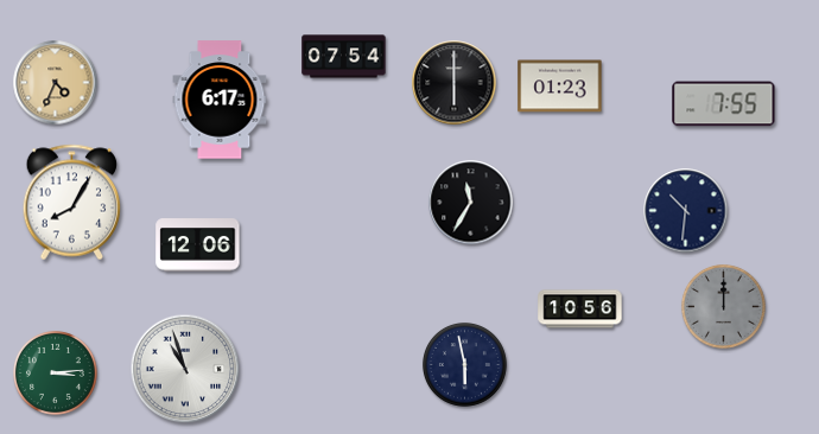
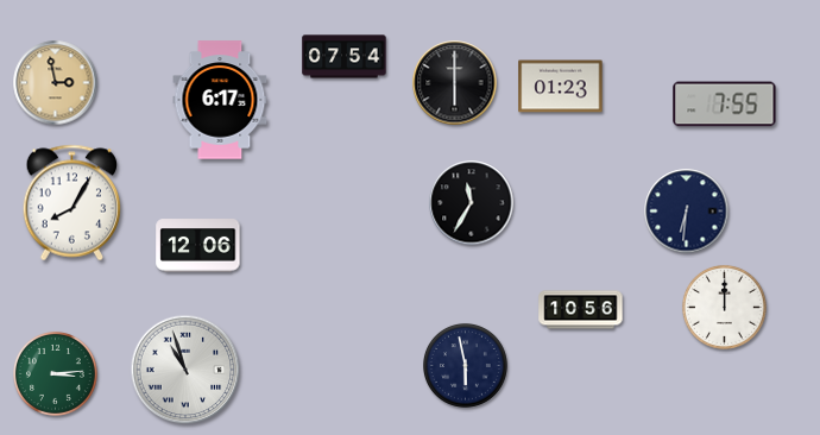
clock at (56, 83): 4:34 -> 2:58
clock at (686, 211): 10:31 -> 6:31
clock at (723, 306) dial: grey -> white
